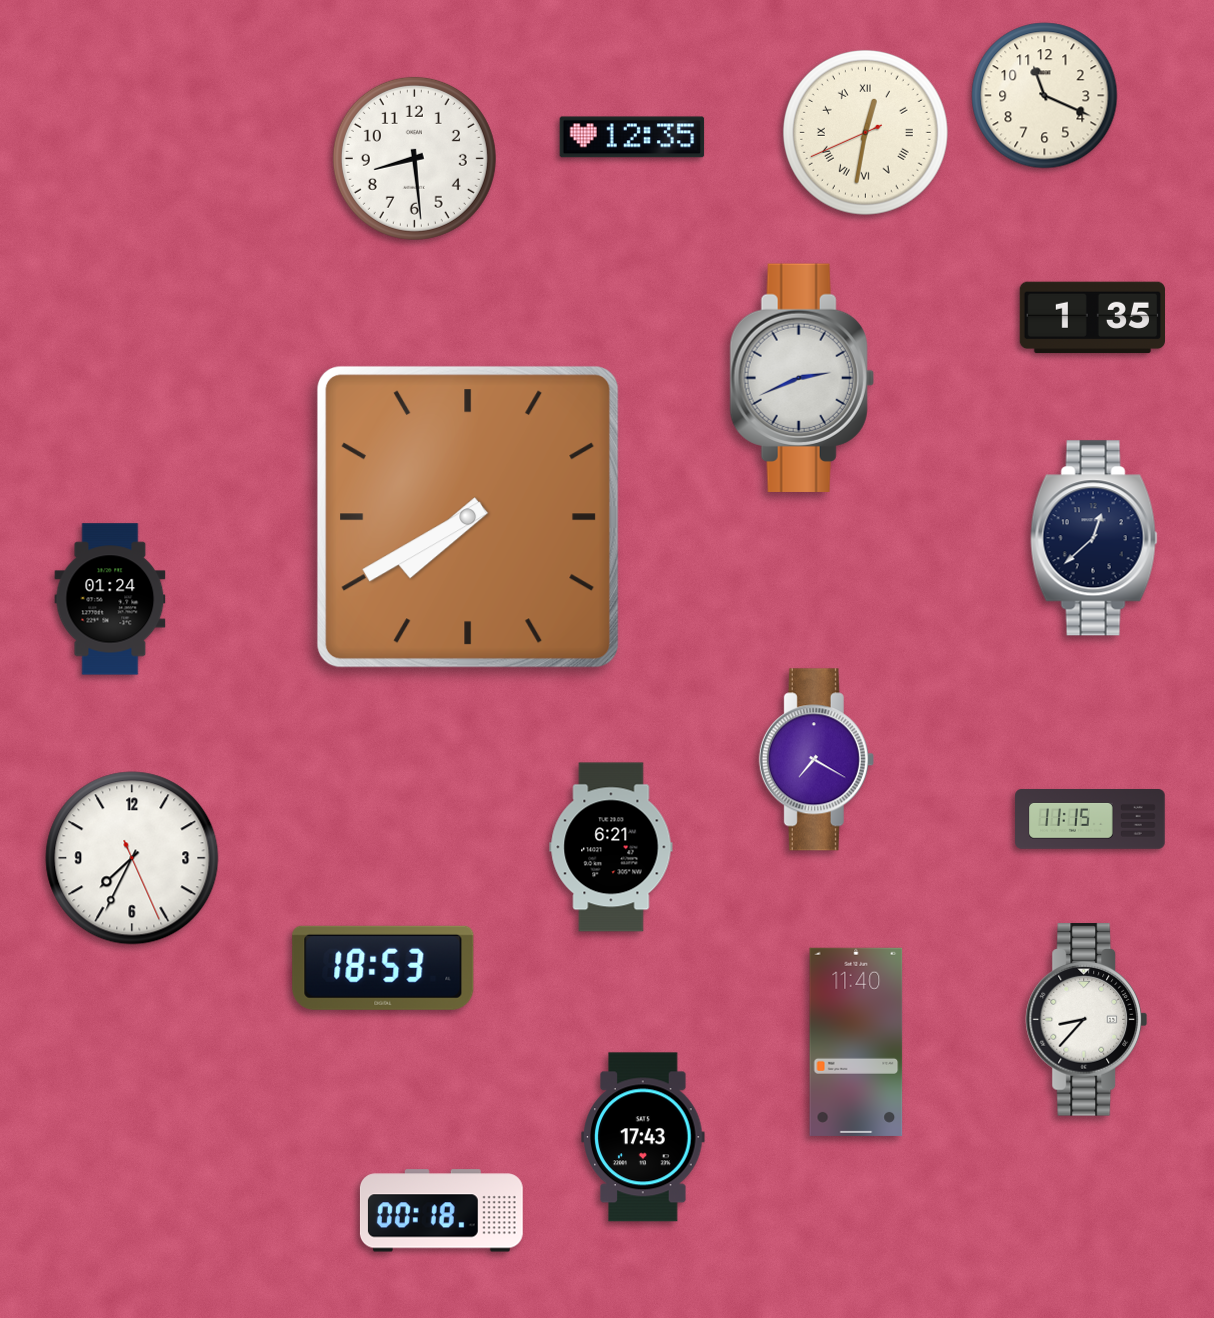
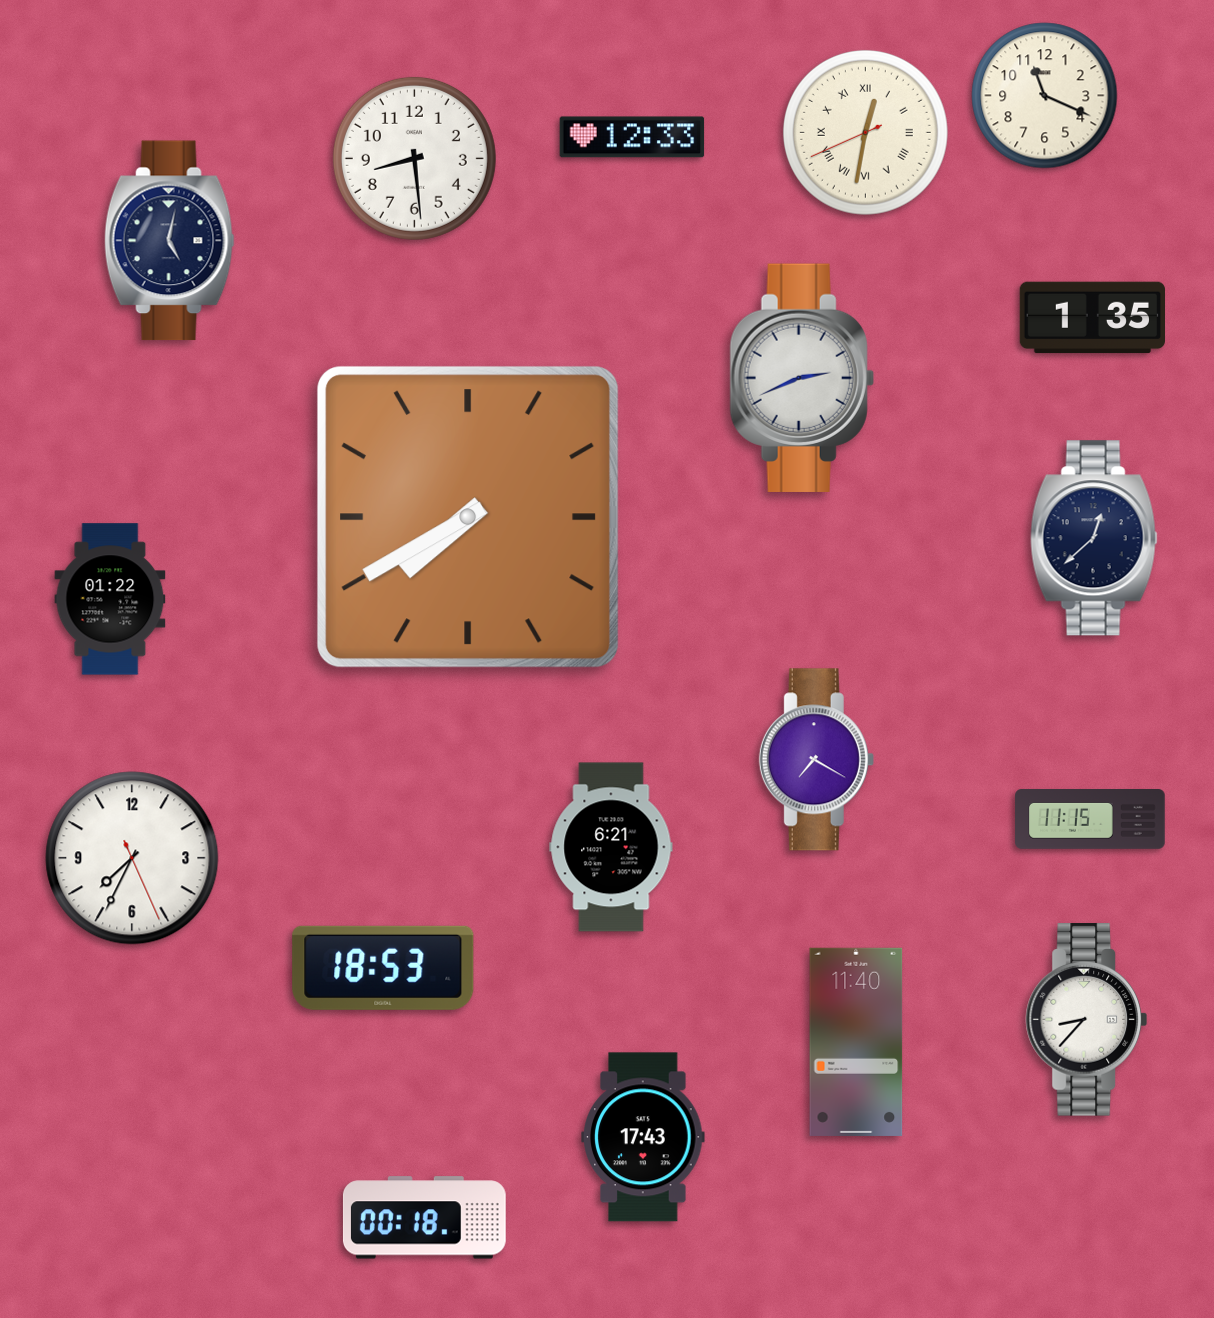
clock at (632, 137): 12:35 -> 12:33
clock at (169, 241): none -> 5:02
clock at (110, 599): 01:24 -> 01:22
clock at (441, 1211) position: (441, 1211) -> (424, 1218)
